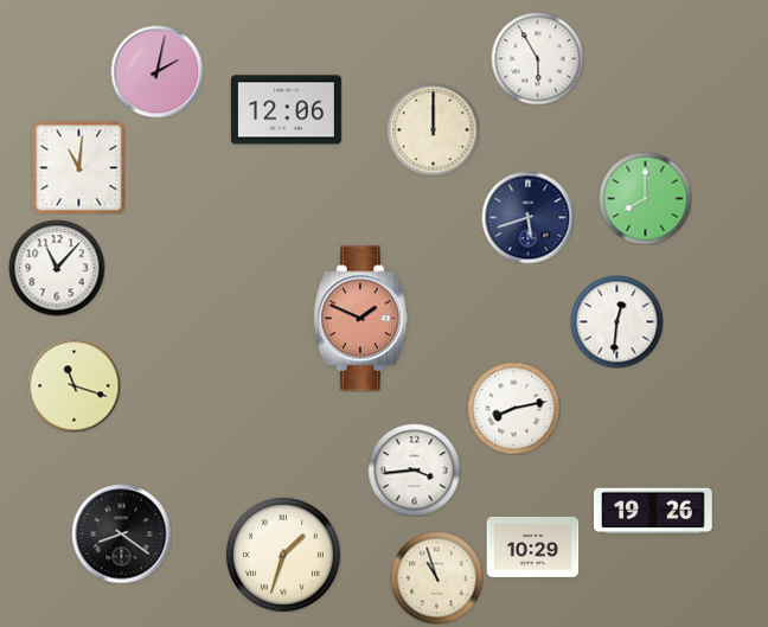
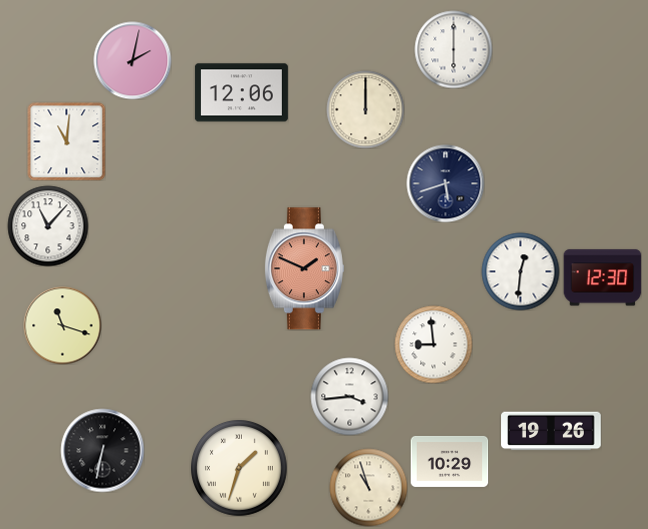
clock at (537, 58): 5:55 -> 6:00
clock at (645, 198): 8:00 -> none
clock at (602, 278): none -> 12:30
clock at (513, 408): 8:13 -> 8:59
clock at (121, 533): 8:21 -> 6:32
